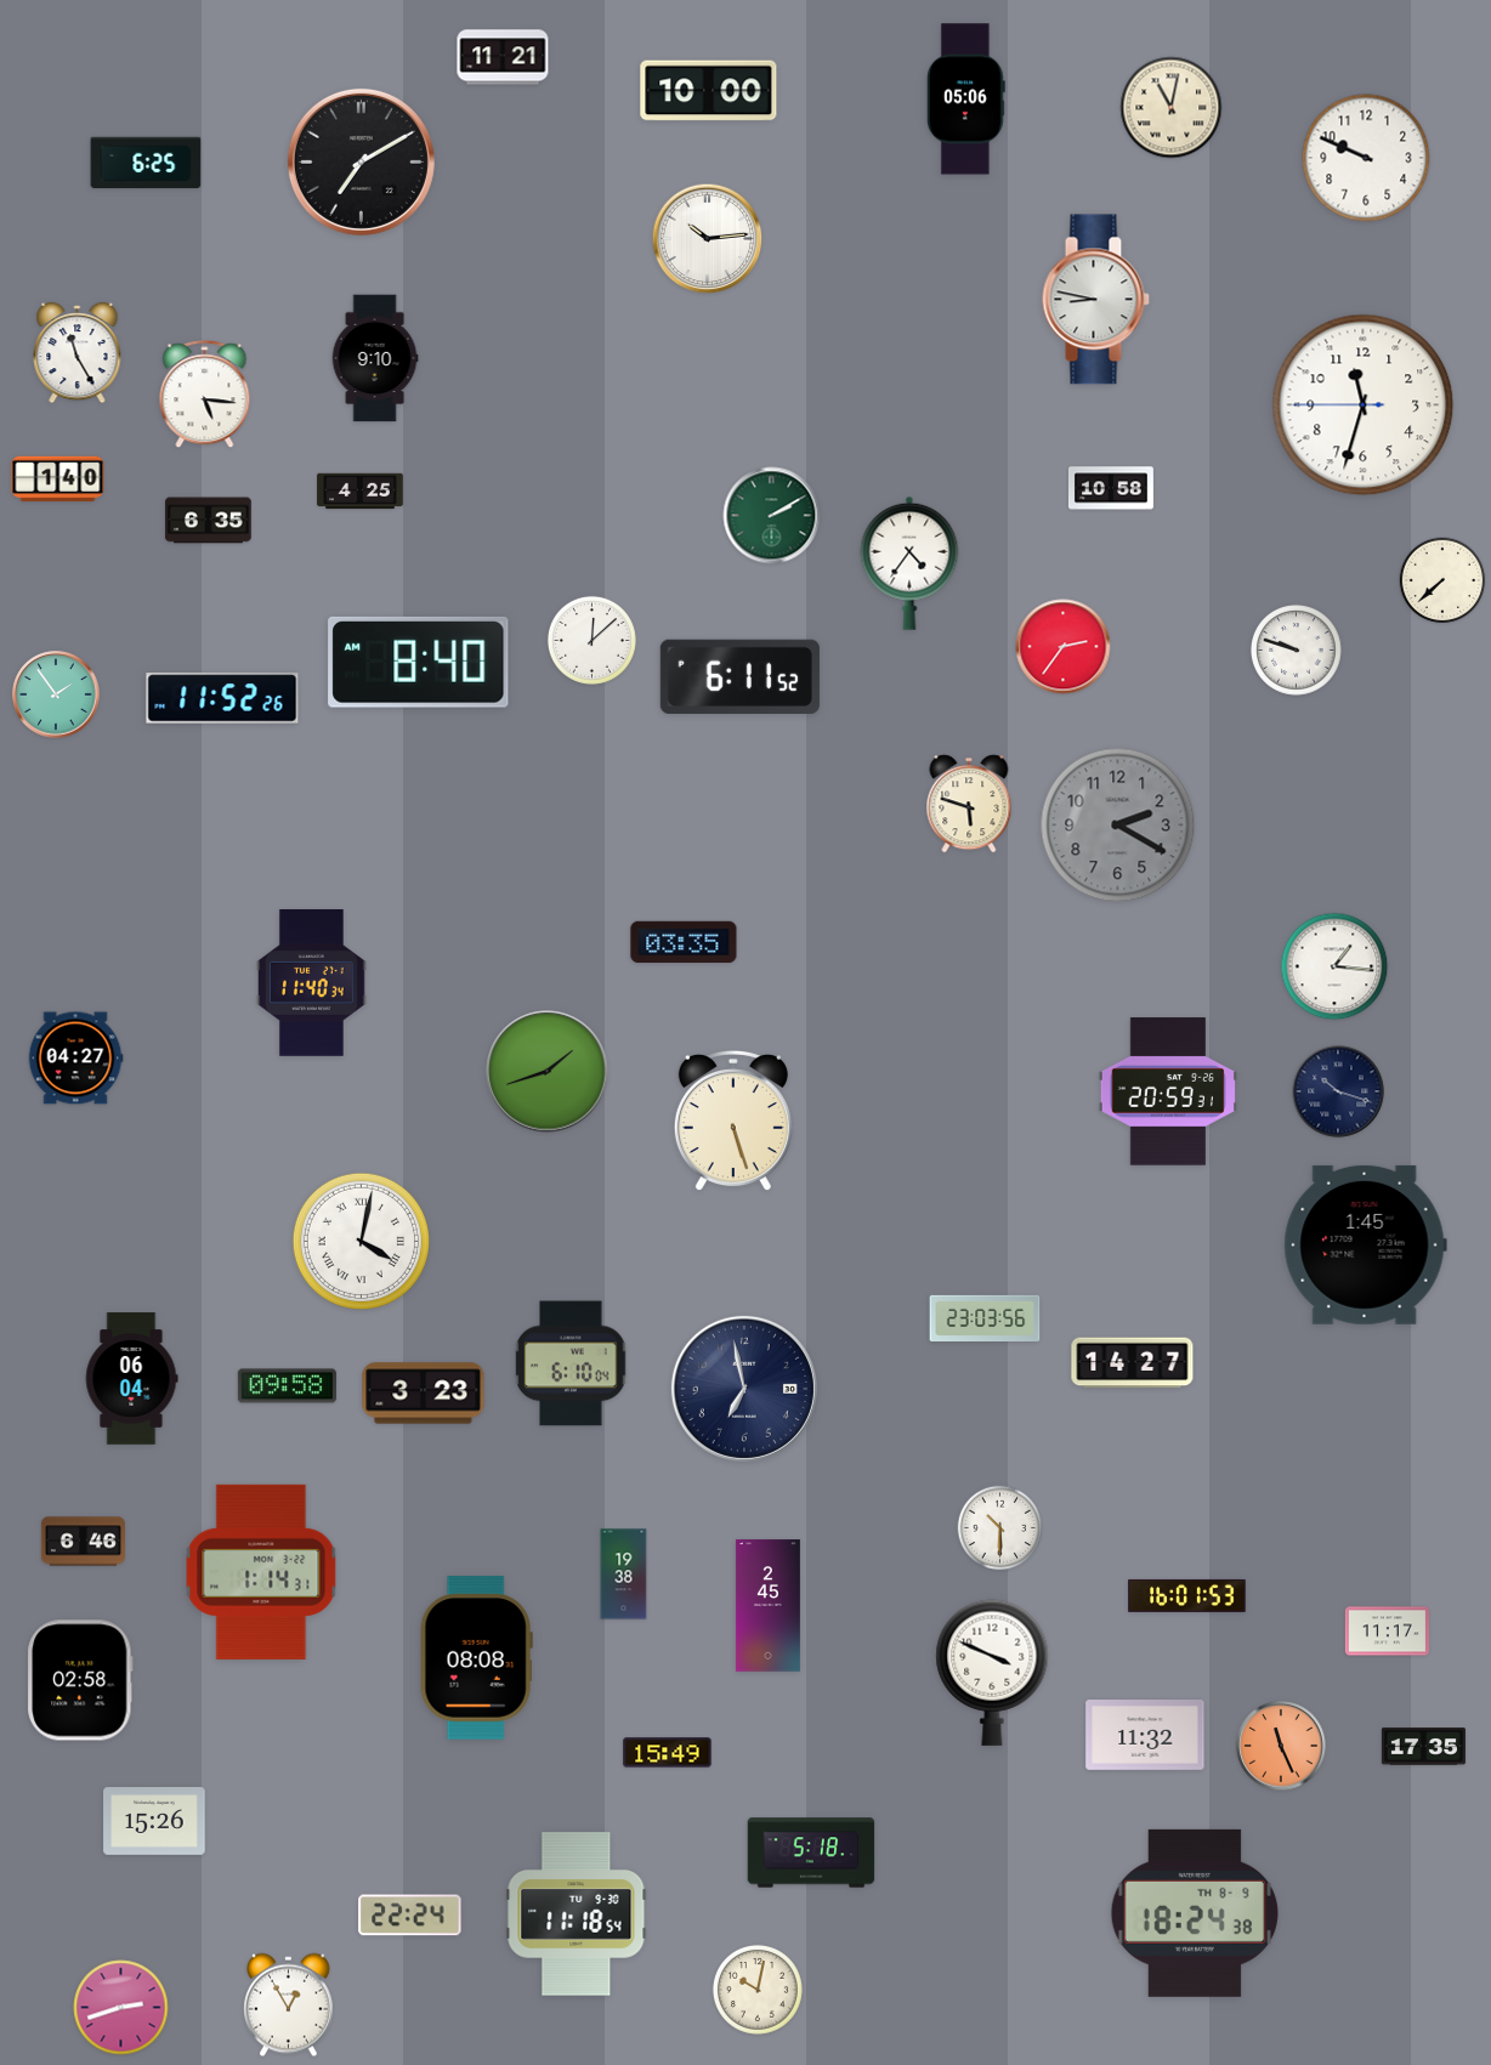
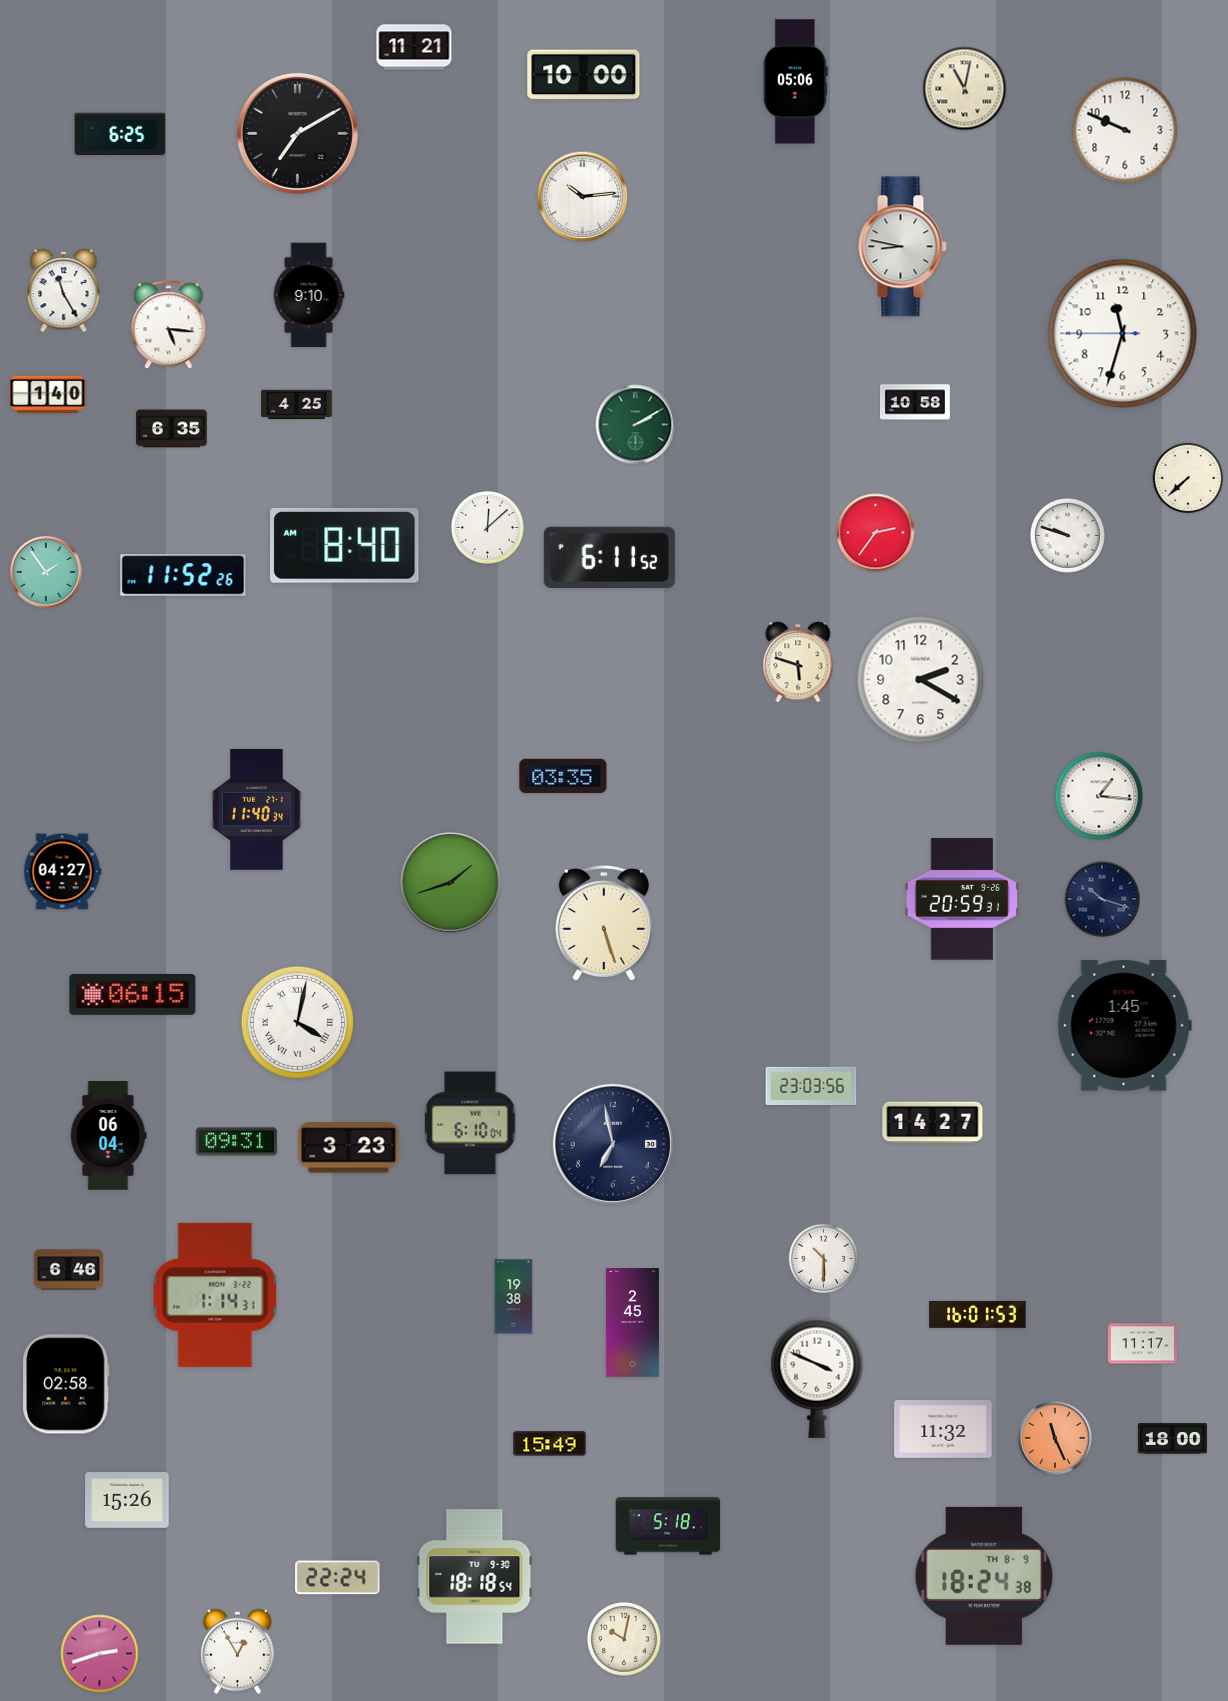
clock at (909, 563): 4:36 -> none
clock at (1118, 826) dial: grey -> white
clock at (133, 994): none -> 06:15
clock at (287, 1386): 09:58 -> 09:31
clock at (476, 1658): 08:08 -> none
clock at (1423, 1747): 17:35 -> 18:00
clock at (577, 1914): 11:18 -> 18:18
